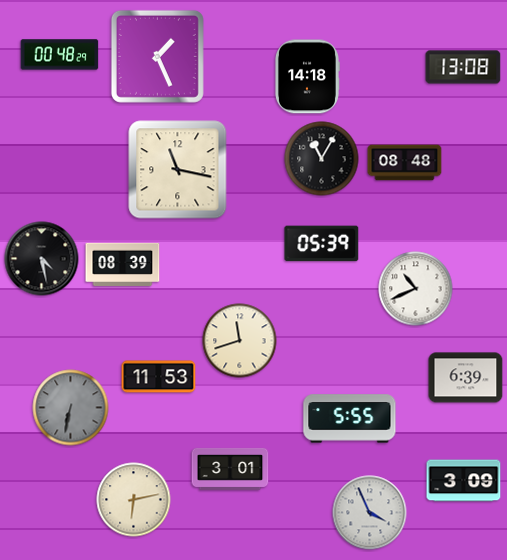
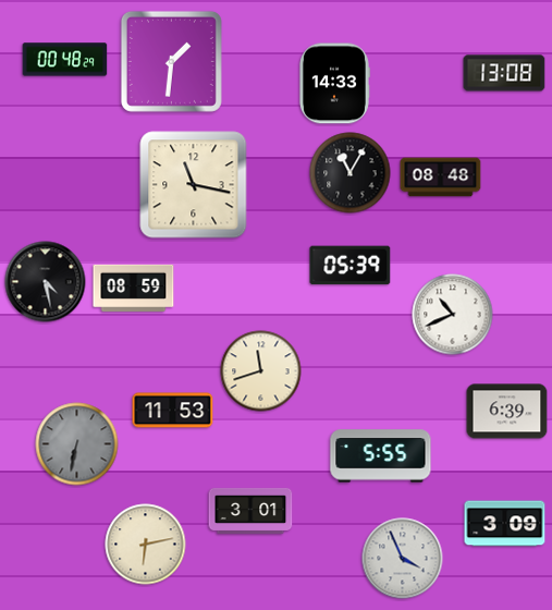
clock at (157, 56): 1:26 -> 1:31
clock at (307, 77): 14:18 -> 14:33
clock at (123, 264): 08:39 -> 08:59
